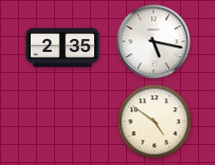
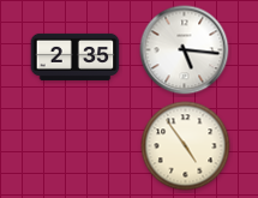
clock at (154, 42): 5:17 -> 5:16
clock at (155, 122): 4:51 -> 4:54
